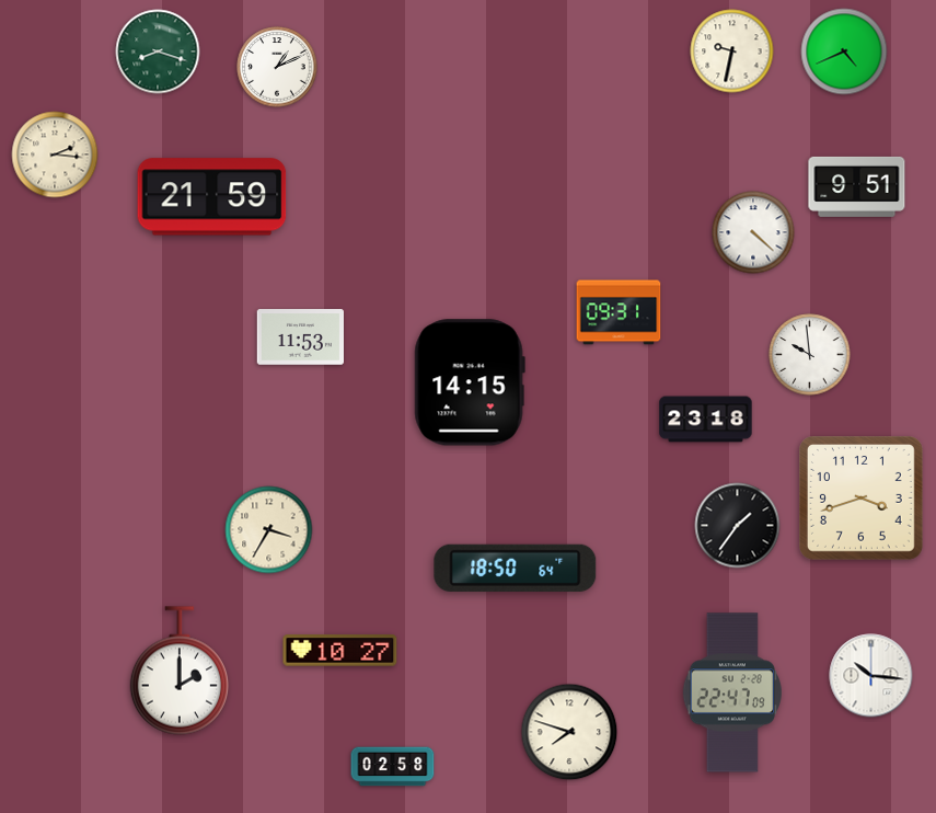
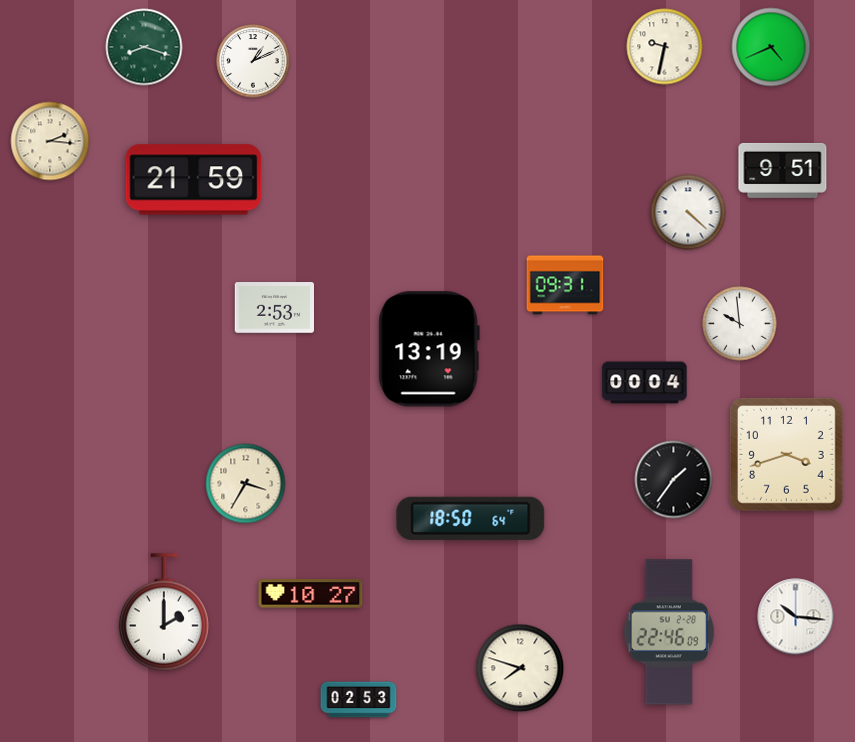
clock at (732, 51) position: (732, 51) -> (665, 47)
clock at (300, 337): 11:53 -> 2:53
clock at (470, 382): 14:15 -> 13:19
clock at (706, 420): 23:18 -> 00:04
clock at (732, 692): 22:47 -> 22:46
clock at (393, 767): 02:58 -> 02:53
